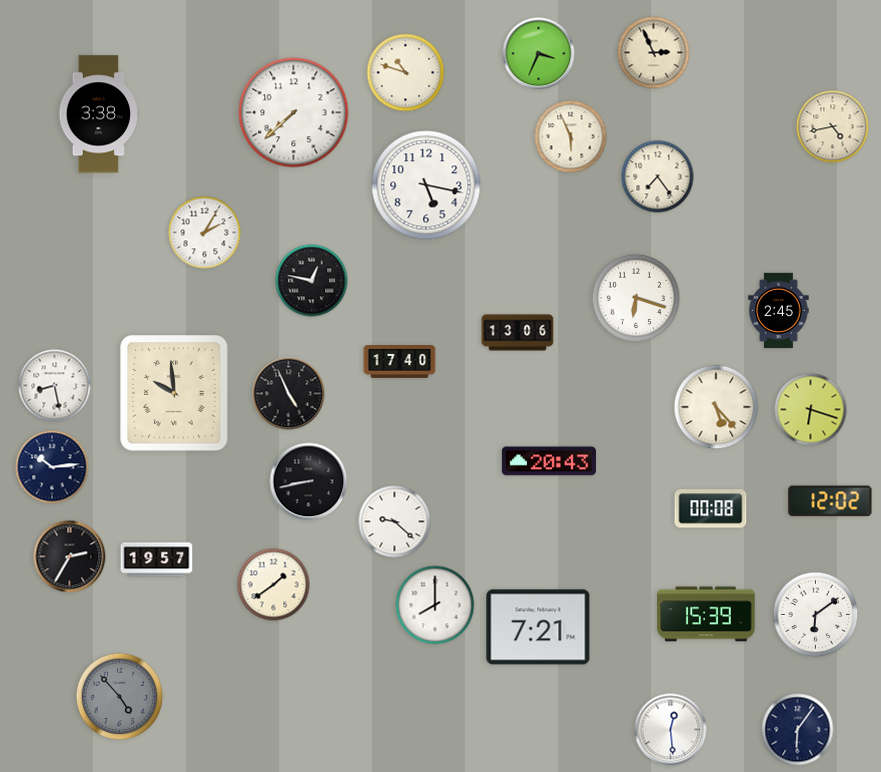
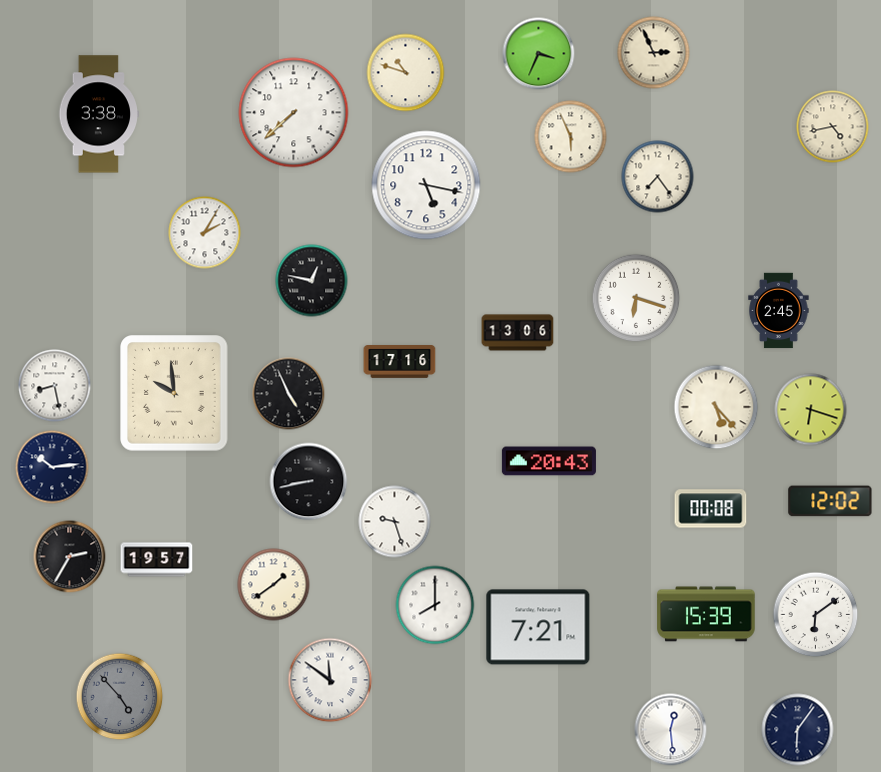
clock at (400, 362): 17:40 -> 17:16
clock at (395, 522): 9:22 -> 9:27
clock at (330, 680): none -> 11:51
